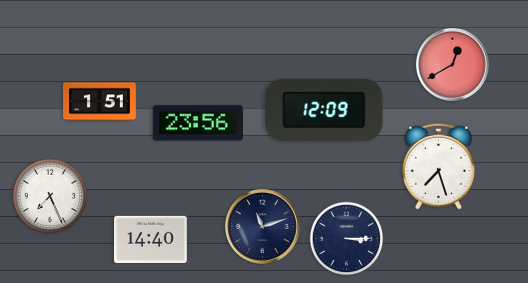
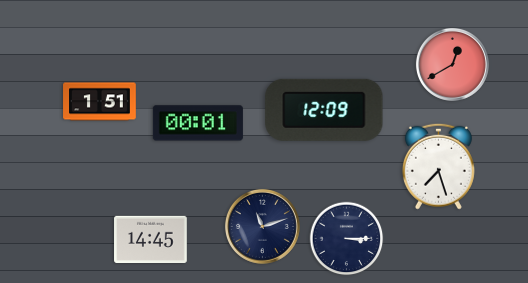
clock at (198, 123): 23:56 -> 00:01
clock at (50, 196): 7:26 -> none
clock at (151, 239): 14:40 -> 14:45
